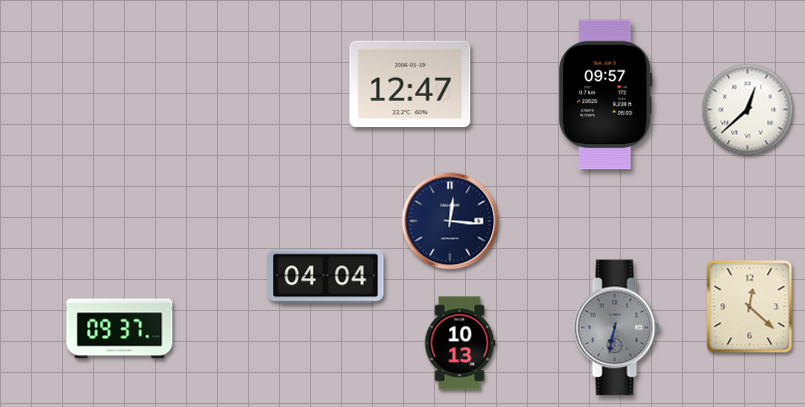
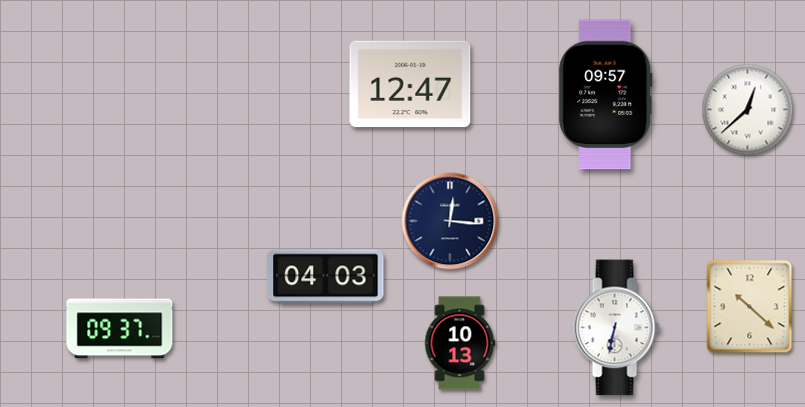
clock at (326, 277): 04:04 -> 04:03
clock at (750, 307): 12:22 -> 10:22
clock at (617, 328) dial: grey -> white
